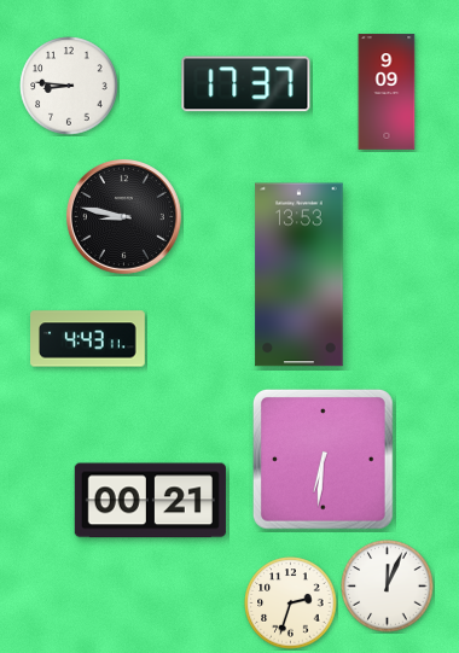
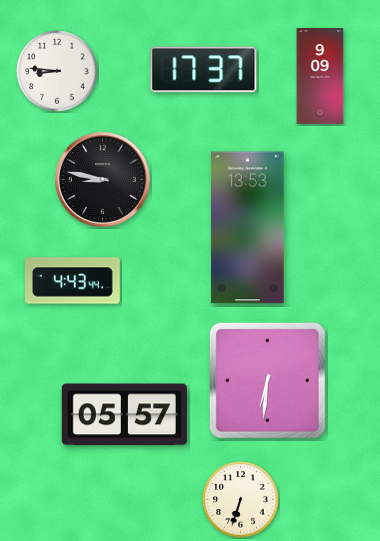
clock at (88, 339): 4:43:11 -> 4:43:44
clock at (150, 501): 00:21 -> 05:57
clock at (388, 587): 12:04 -> none
clock at (291, 604): 2:33 -> 6:33
